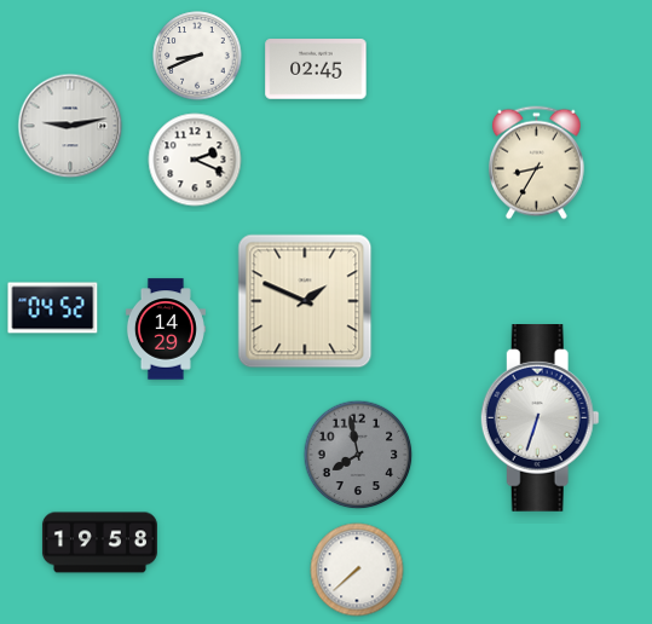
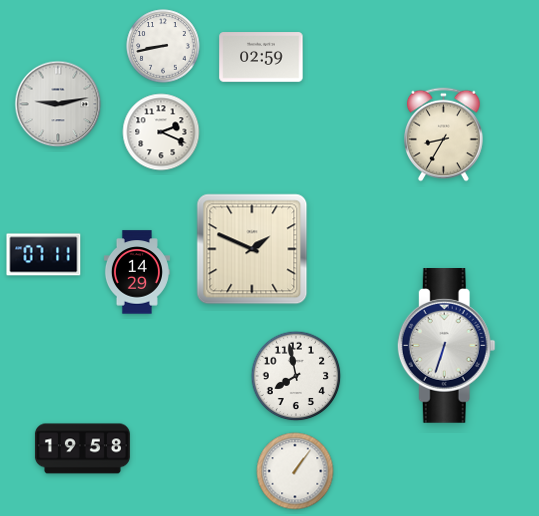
clock at (197, 56): 8:41 -> 8:43
clock at (316, 69): 02:45 -> 02:59
clock at (53, 308): 04:52 -> 07:11
clock at (358, 455) dial: grey -> white
clock at (357, 570): 7:38 -> 1:06
